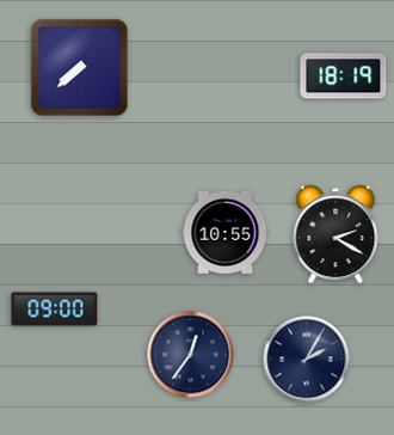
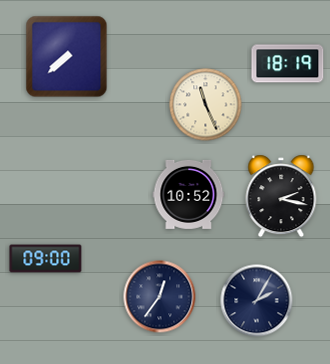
clock at (206, 105): none -> 11:26
clock at (226, 232): 10:55 -> 10:52
clock at (335, 234): 2:20 -> 2:17
